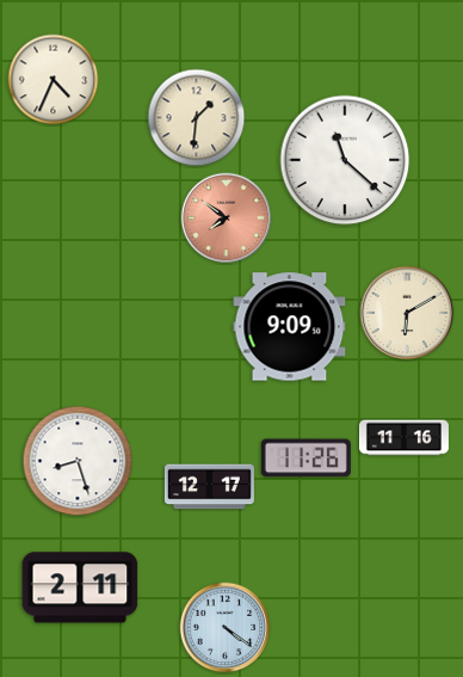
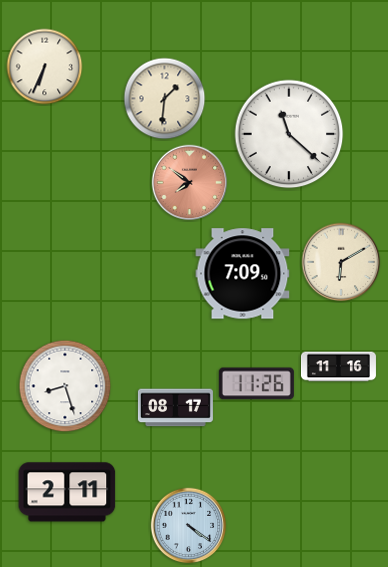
clock at (54, 80): 4:34 -> 6:34
clock at (290, 327): 9:09 -> 7:09
clock at (209, 487): 12:17 -> 08:17
